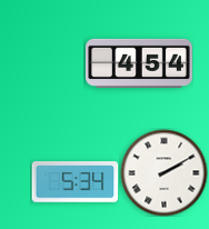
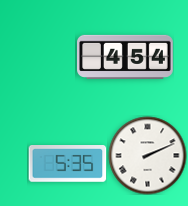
clock at (163, 172): 2:10 -> 2:11
clock at (74, 182): 5:34 -> 5:35
